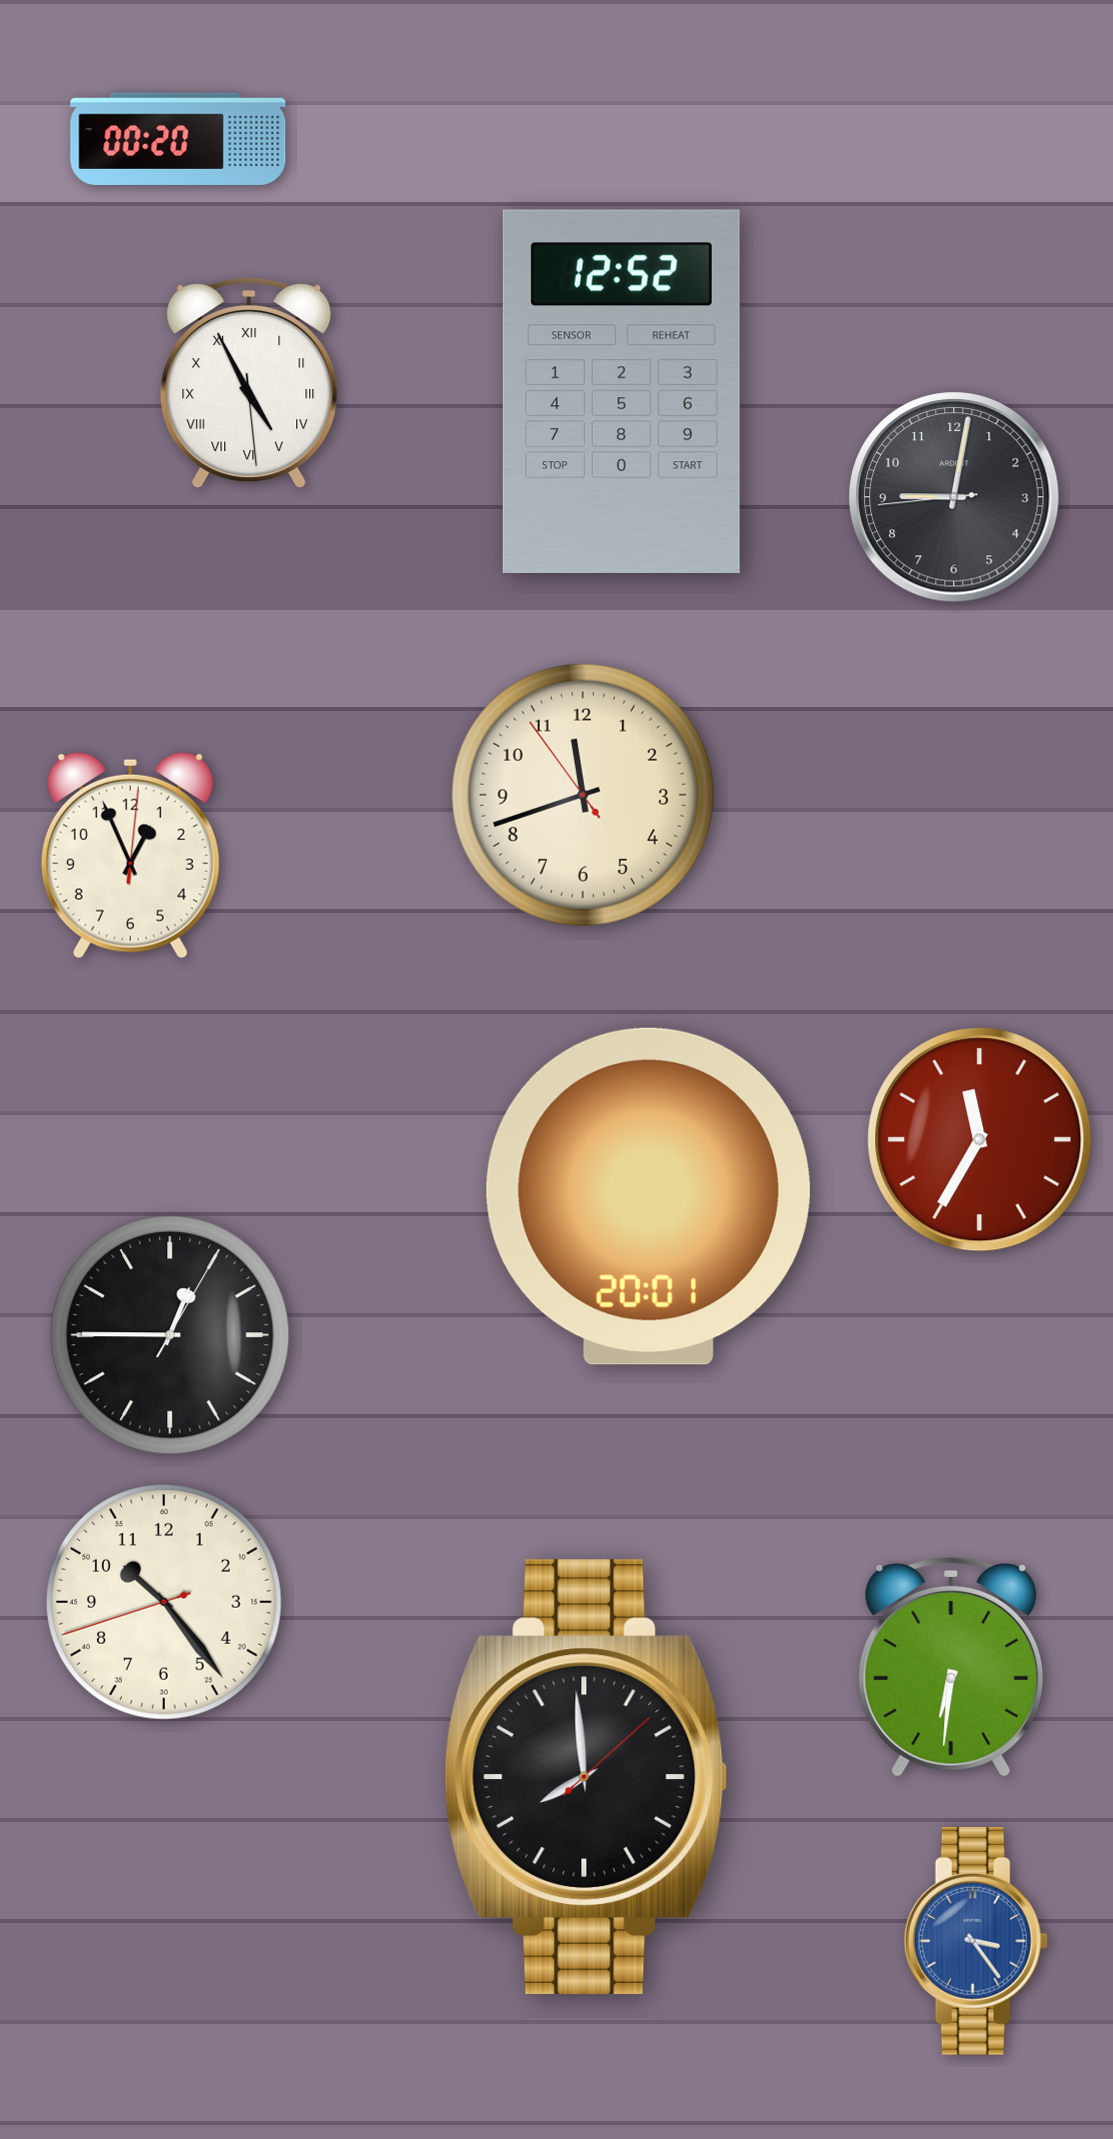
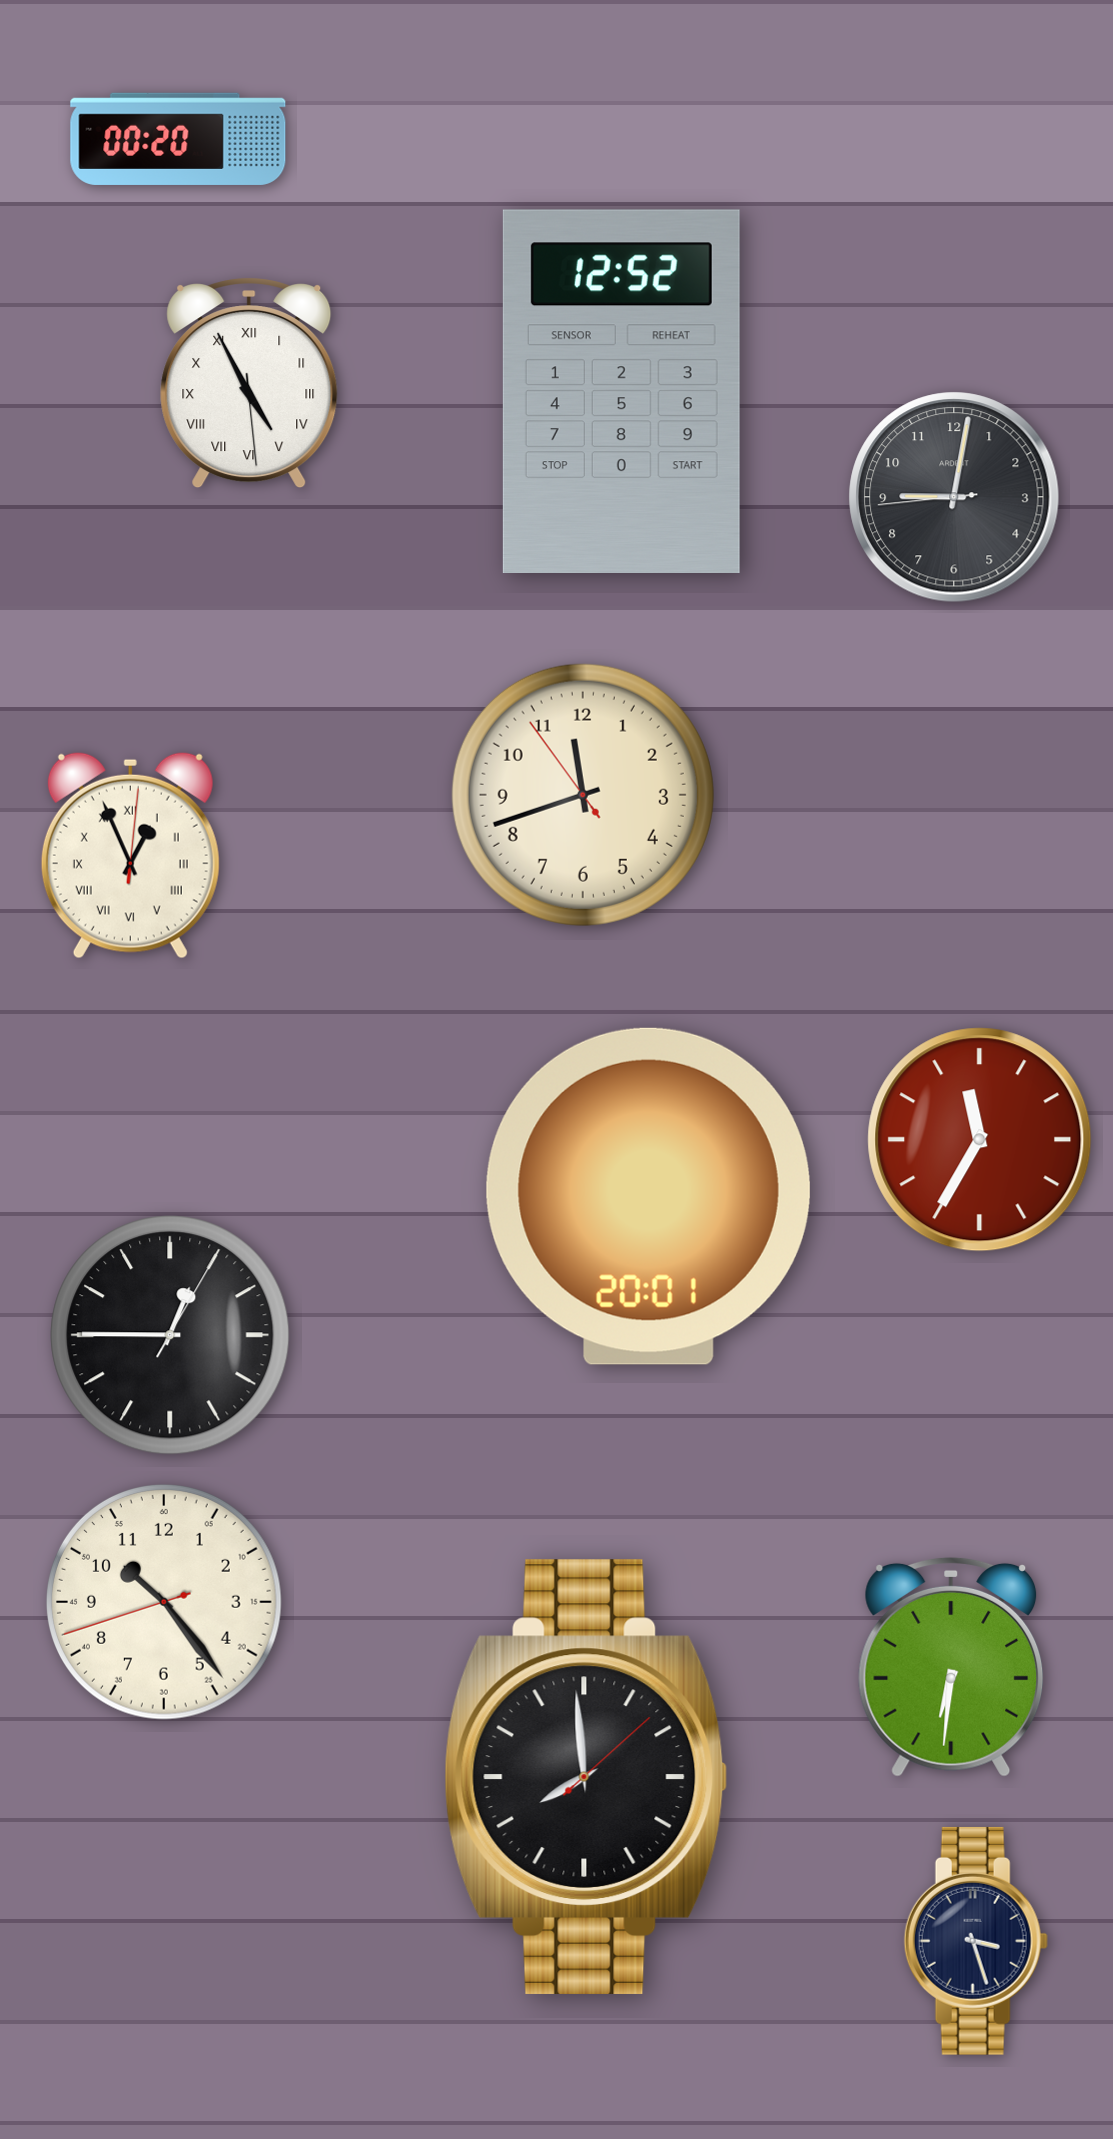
clock at (130, 855) numerals: Arabic -> Roman
clock at (976, 1941): 3:24 -> 3:27
clock at (976, 1941) dial: blue -> navy
